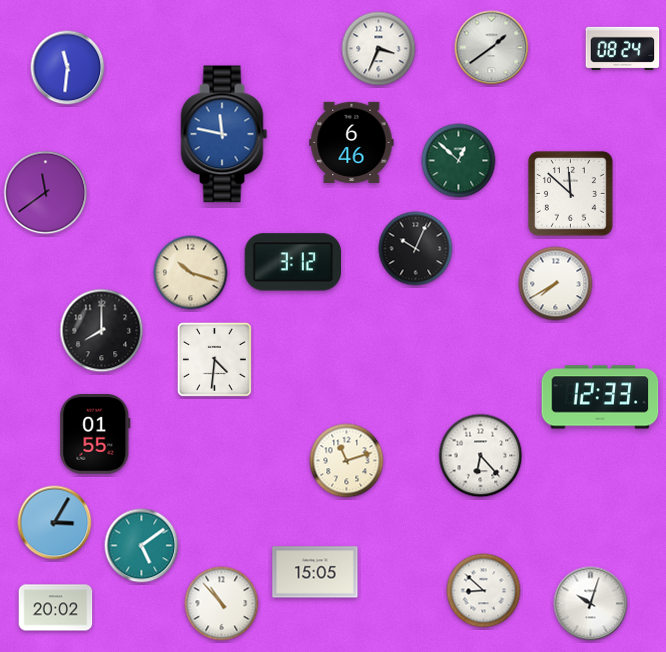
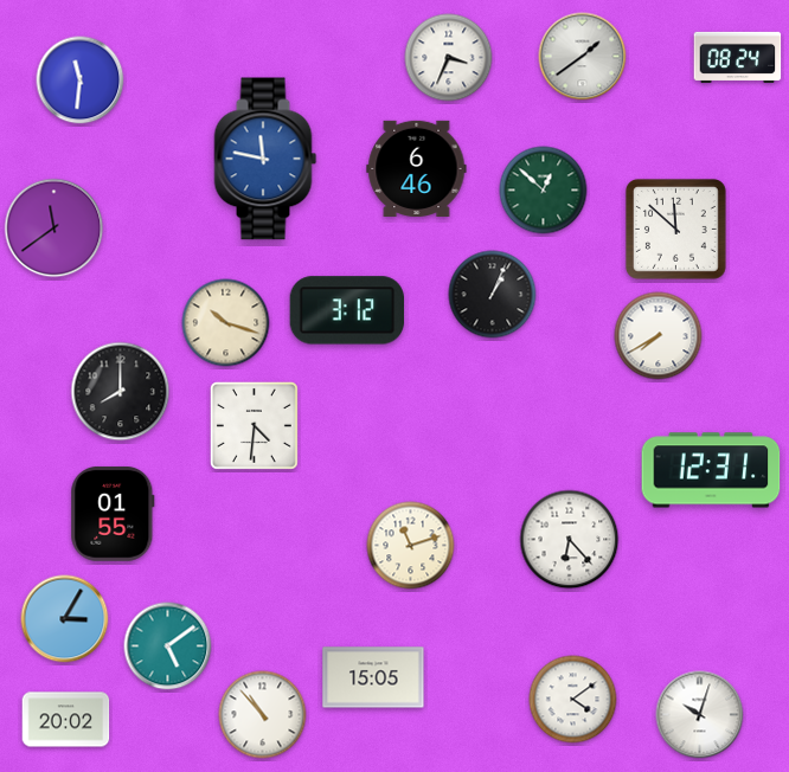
clock at (416, 249): 10:04 -> 1:04
clock at (600, 397): 12:33 -> 12:31
clock at (484, 591): 8:52 -> 4:09
